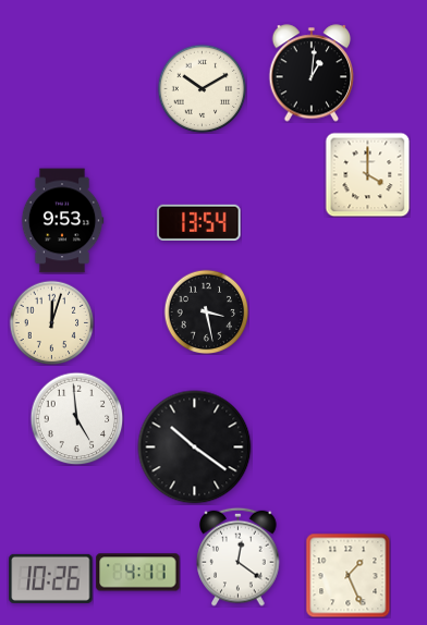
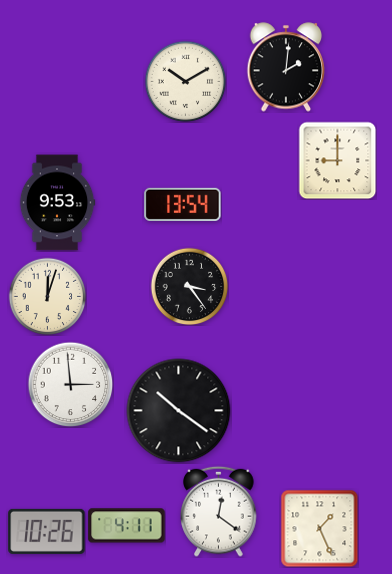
clock at (312, 73): 1:01 -> 2:01
clock at (367, 174): 4:00 -> 9:00
clock at (206, 311): 3:28 -> 3:24
clock at (76, 418): 4:59 -> 2:59
